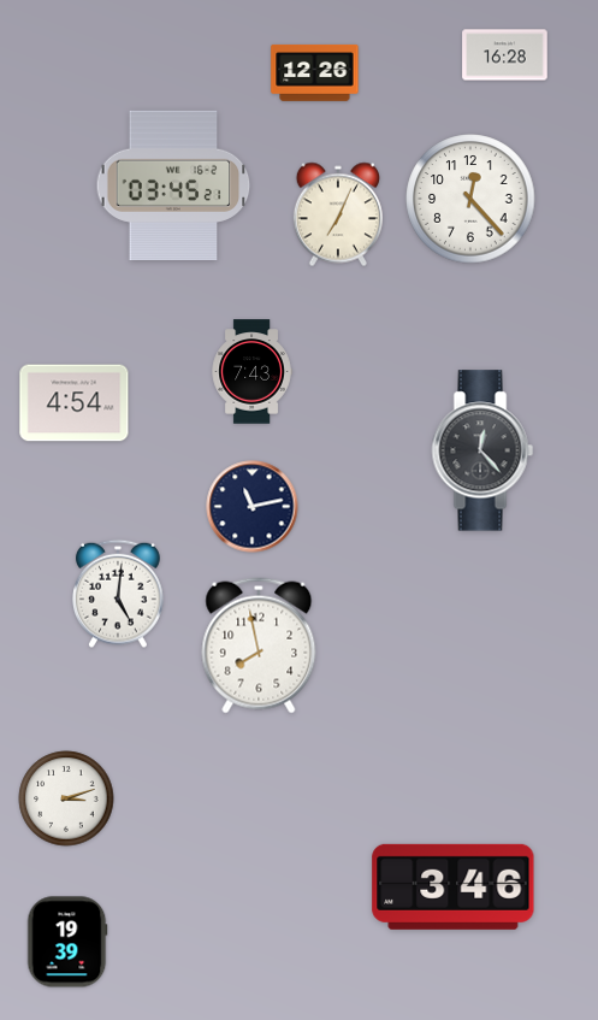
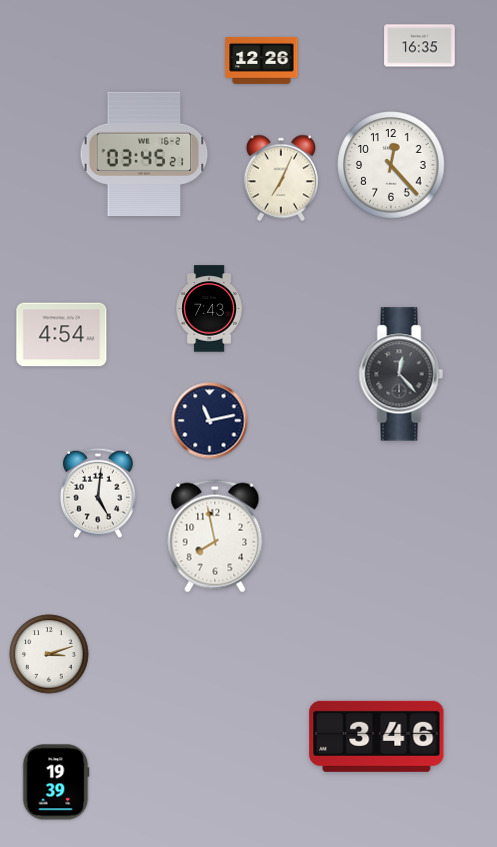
clock at (505, 55): 16:28 -> 16:35
clock at (66, 798) position: (66, 798) -> (49, 654)
